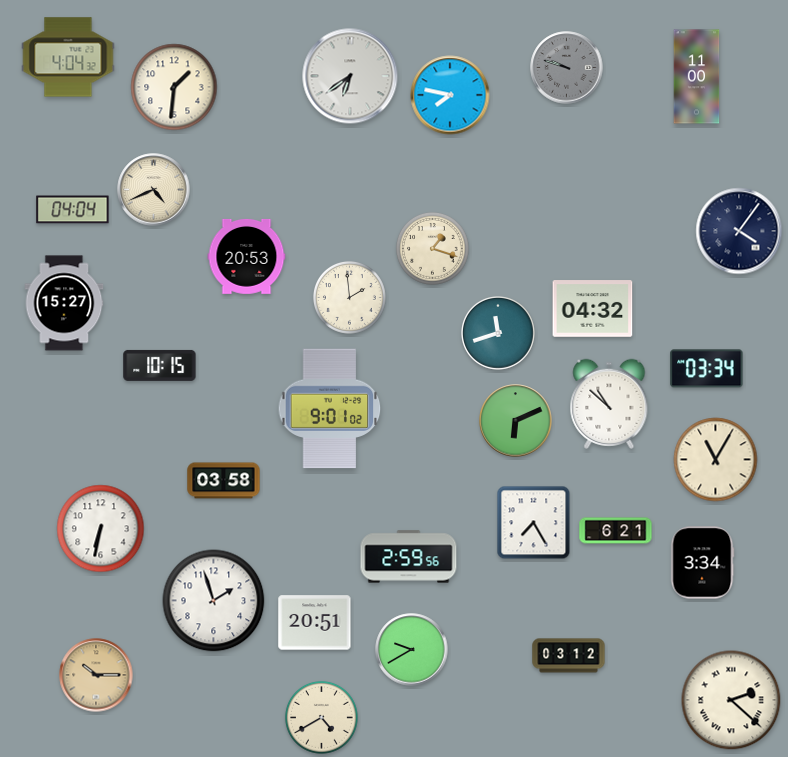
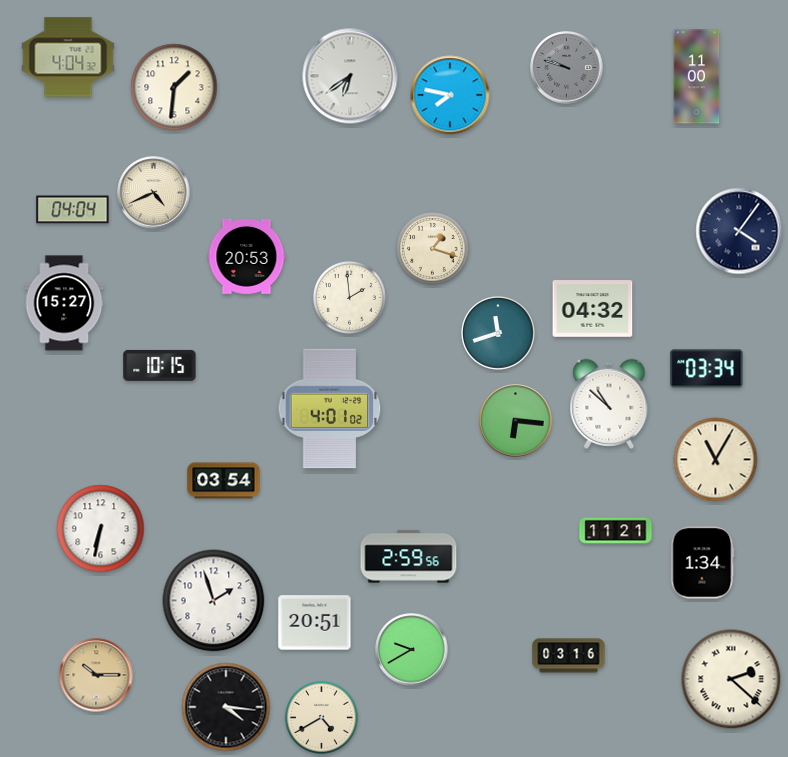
clock at (154, 190) position: (154, 190) -> (154, 193)
clock at (330, 409): 9:01 -> 4:01
clock at (516, 421): 6:11 -> 6:16
clock at (224, 481): 03:58 -> 03:54
clock at (534, 523): 7:25 -> none
clock at (616, 531): 6:21 -> 11:21
clock at (703, 563): 3:34 -> 1:34
clock at (569, 656): 03:12 -> 03:16
clock at (731, 700) position: (731, 700) -> (731, 679)
clock at (226, 707): none -> 4:16
